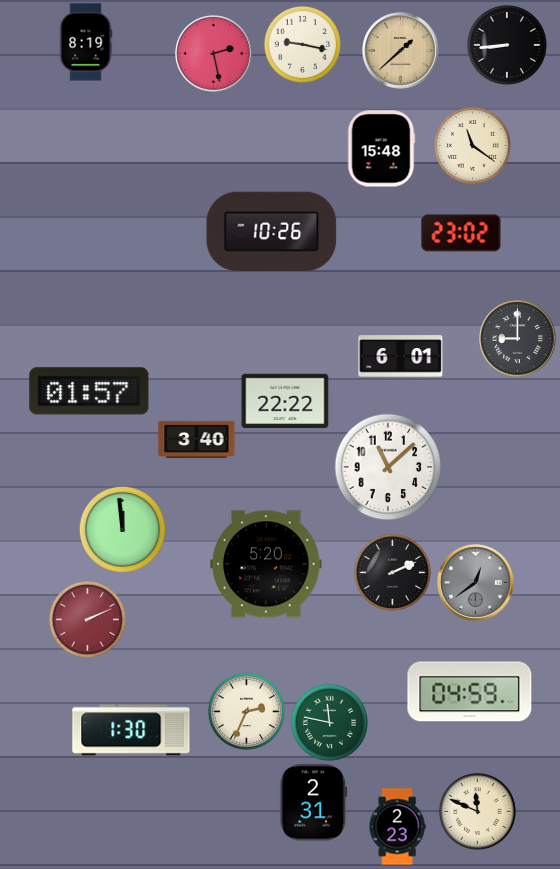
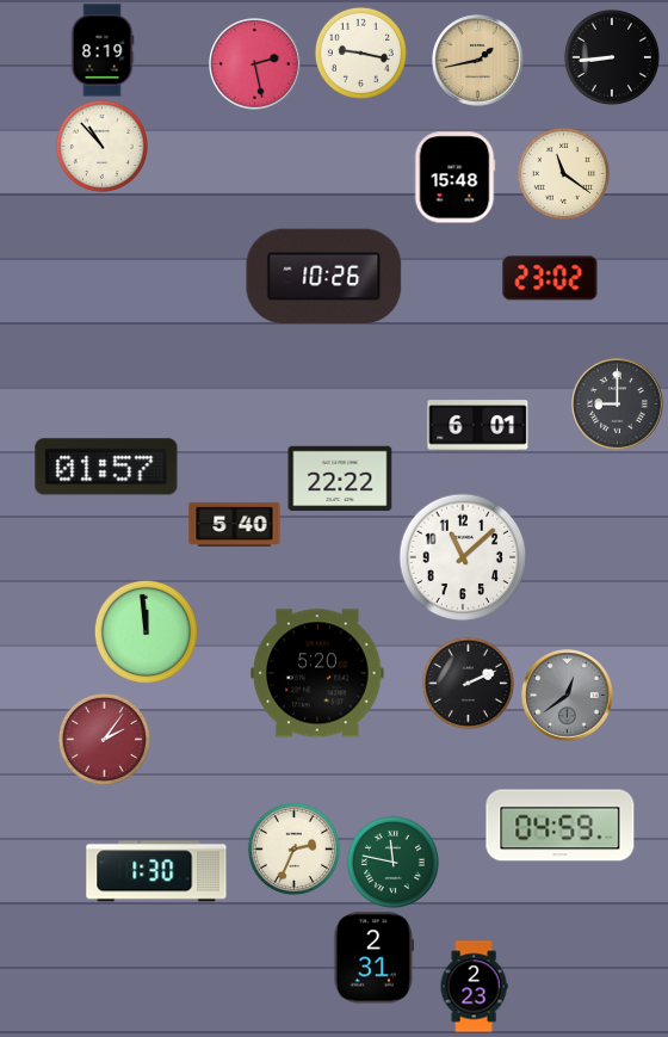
clock at (507, 45) position: (507, 45) -> (612, 57)
clock at (401, 51): 1:38 -> 1:43
clock at (101, 146): none -> 10:53
clock at (197, 439): 3:40 -> 5:40
clock at (87, 619): 2:11 -> 2:06
clock at (477, 811): 11:49 -> none
